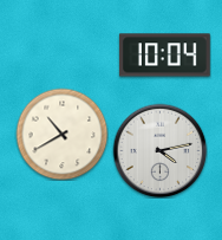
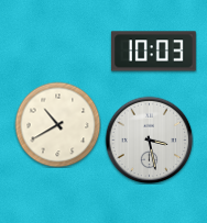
clock at (164, 56): 10:04 -> 10:03
clock at (159, 150): 4:13 -> 3:28
